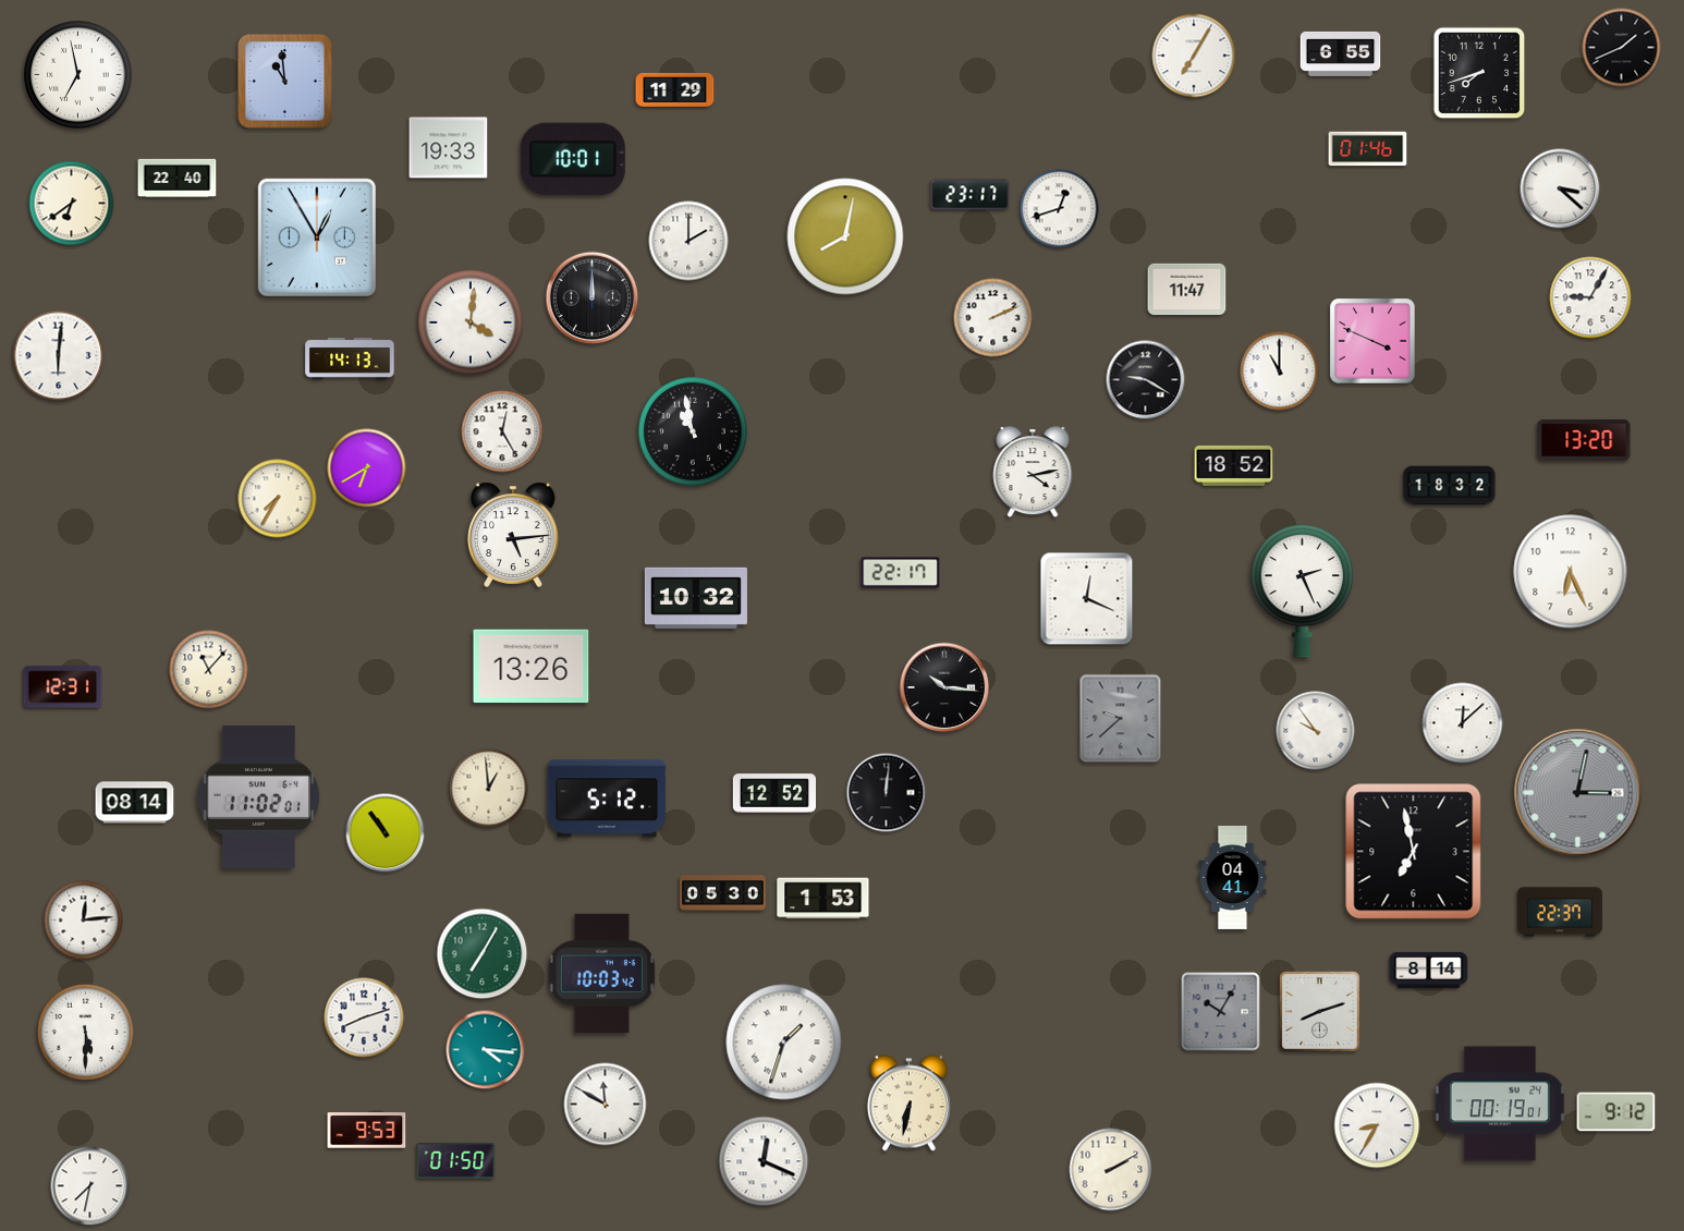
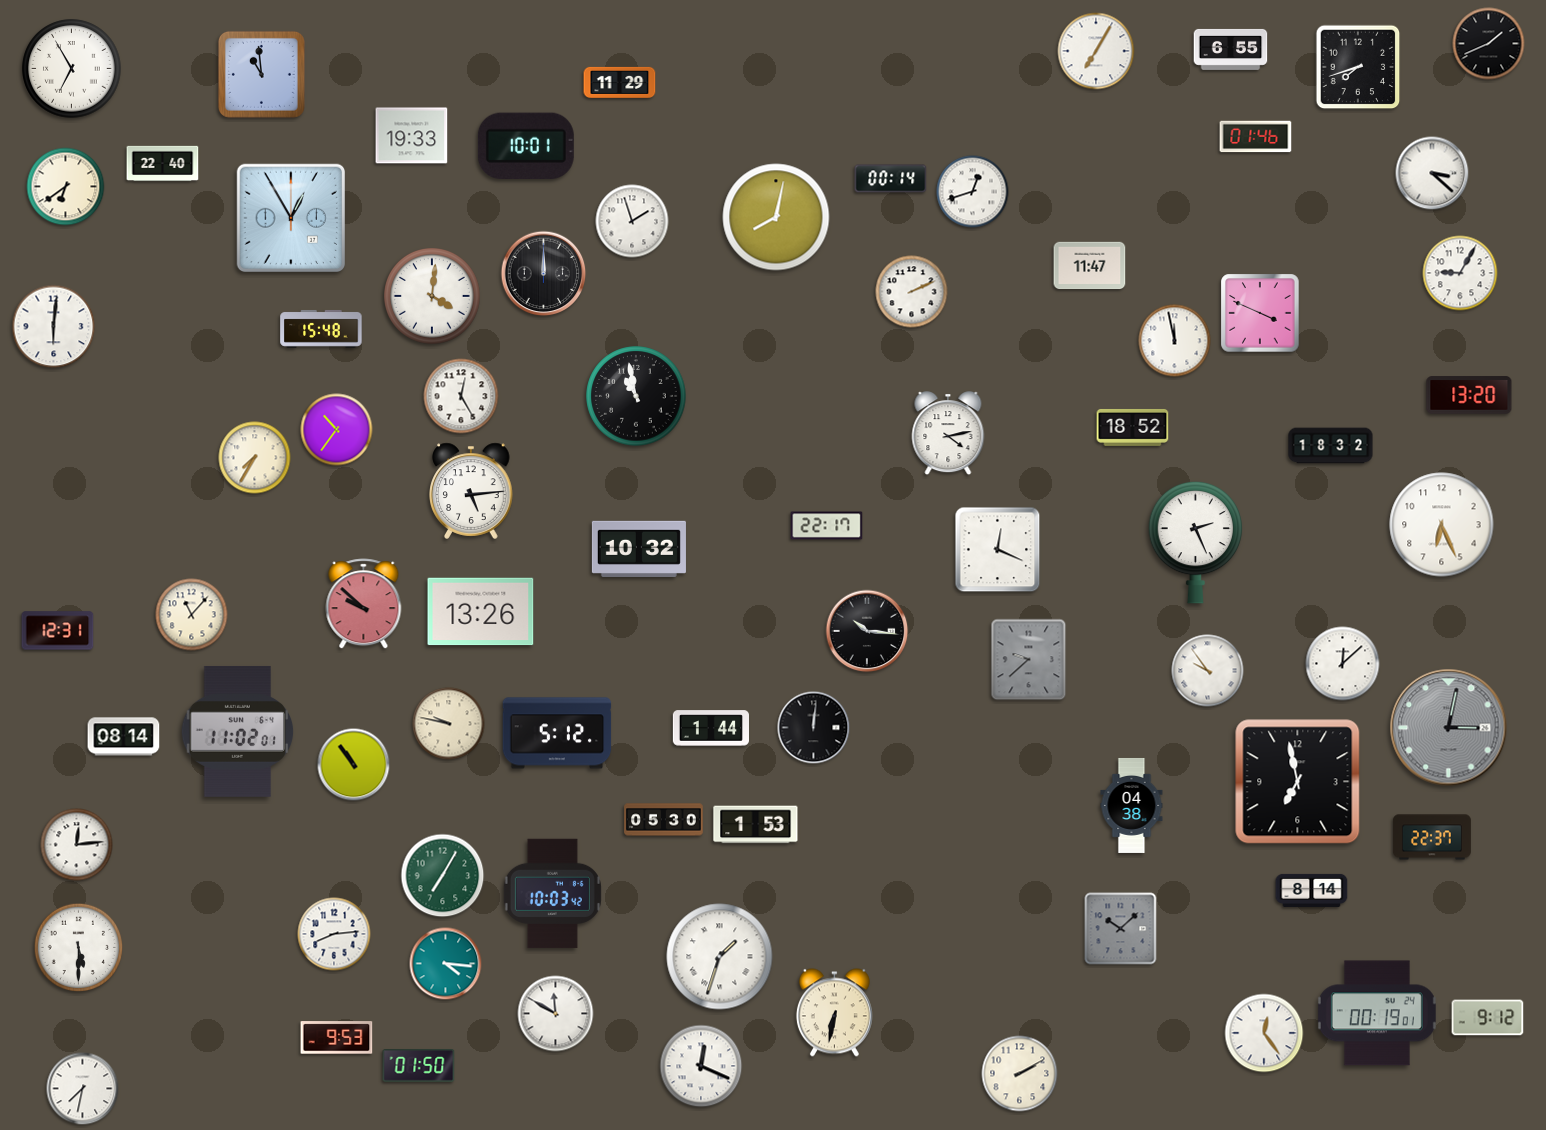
clock at (78, 75): 6:58 -> 6:55
clock at (971, 195): 23:17 -> 00:14
clock at (688, 241): 2:00 -> 1:57
clock at (350, 358): 14:13 -> 15:48
clock at (1280, 371): 11:00 -> 11:58
clock at (1146, 380): 9:20 -> none
clock at (1584, 440) position: (1584, 440) -> (1469, 395)
clock at (367, 468): 6:40 -> 10:36
clock at (364, 604): none -> 9:52
clock at (532, 667) position: (532, 667) -> (481, 612)
clock at (489, 789): 12:59 -> 9:47
clock at (773, 793): 12:52 -> 1:44
clock at (1233, 877): 04:41 -> 04:38
clock at (1221, 1012): 10:05 -> 10:08
clock at (1320, 1012): 8:12 -> none
clock at (364, 1017): 8:12 -> 8:14
clock at (1616, 1112) position: (1616, 1112) -> (1488, 1018)
clock at (1377, 1125): 8:35 -> 12:24
